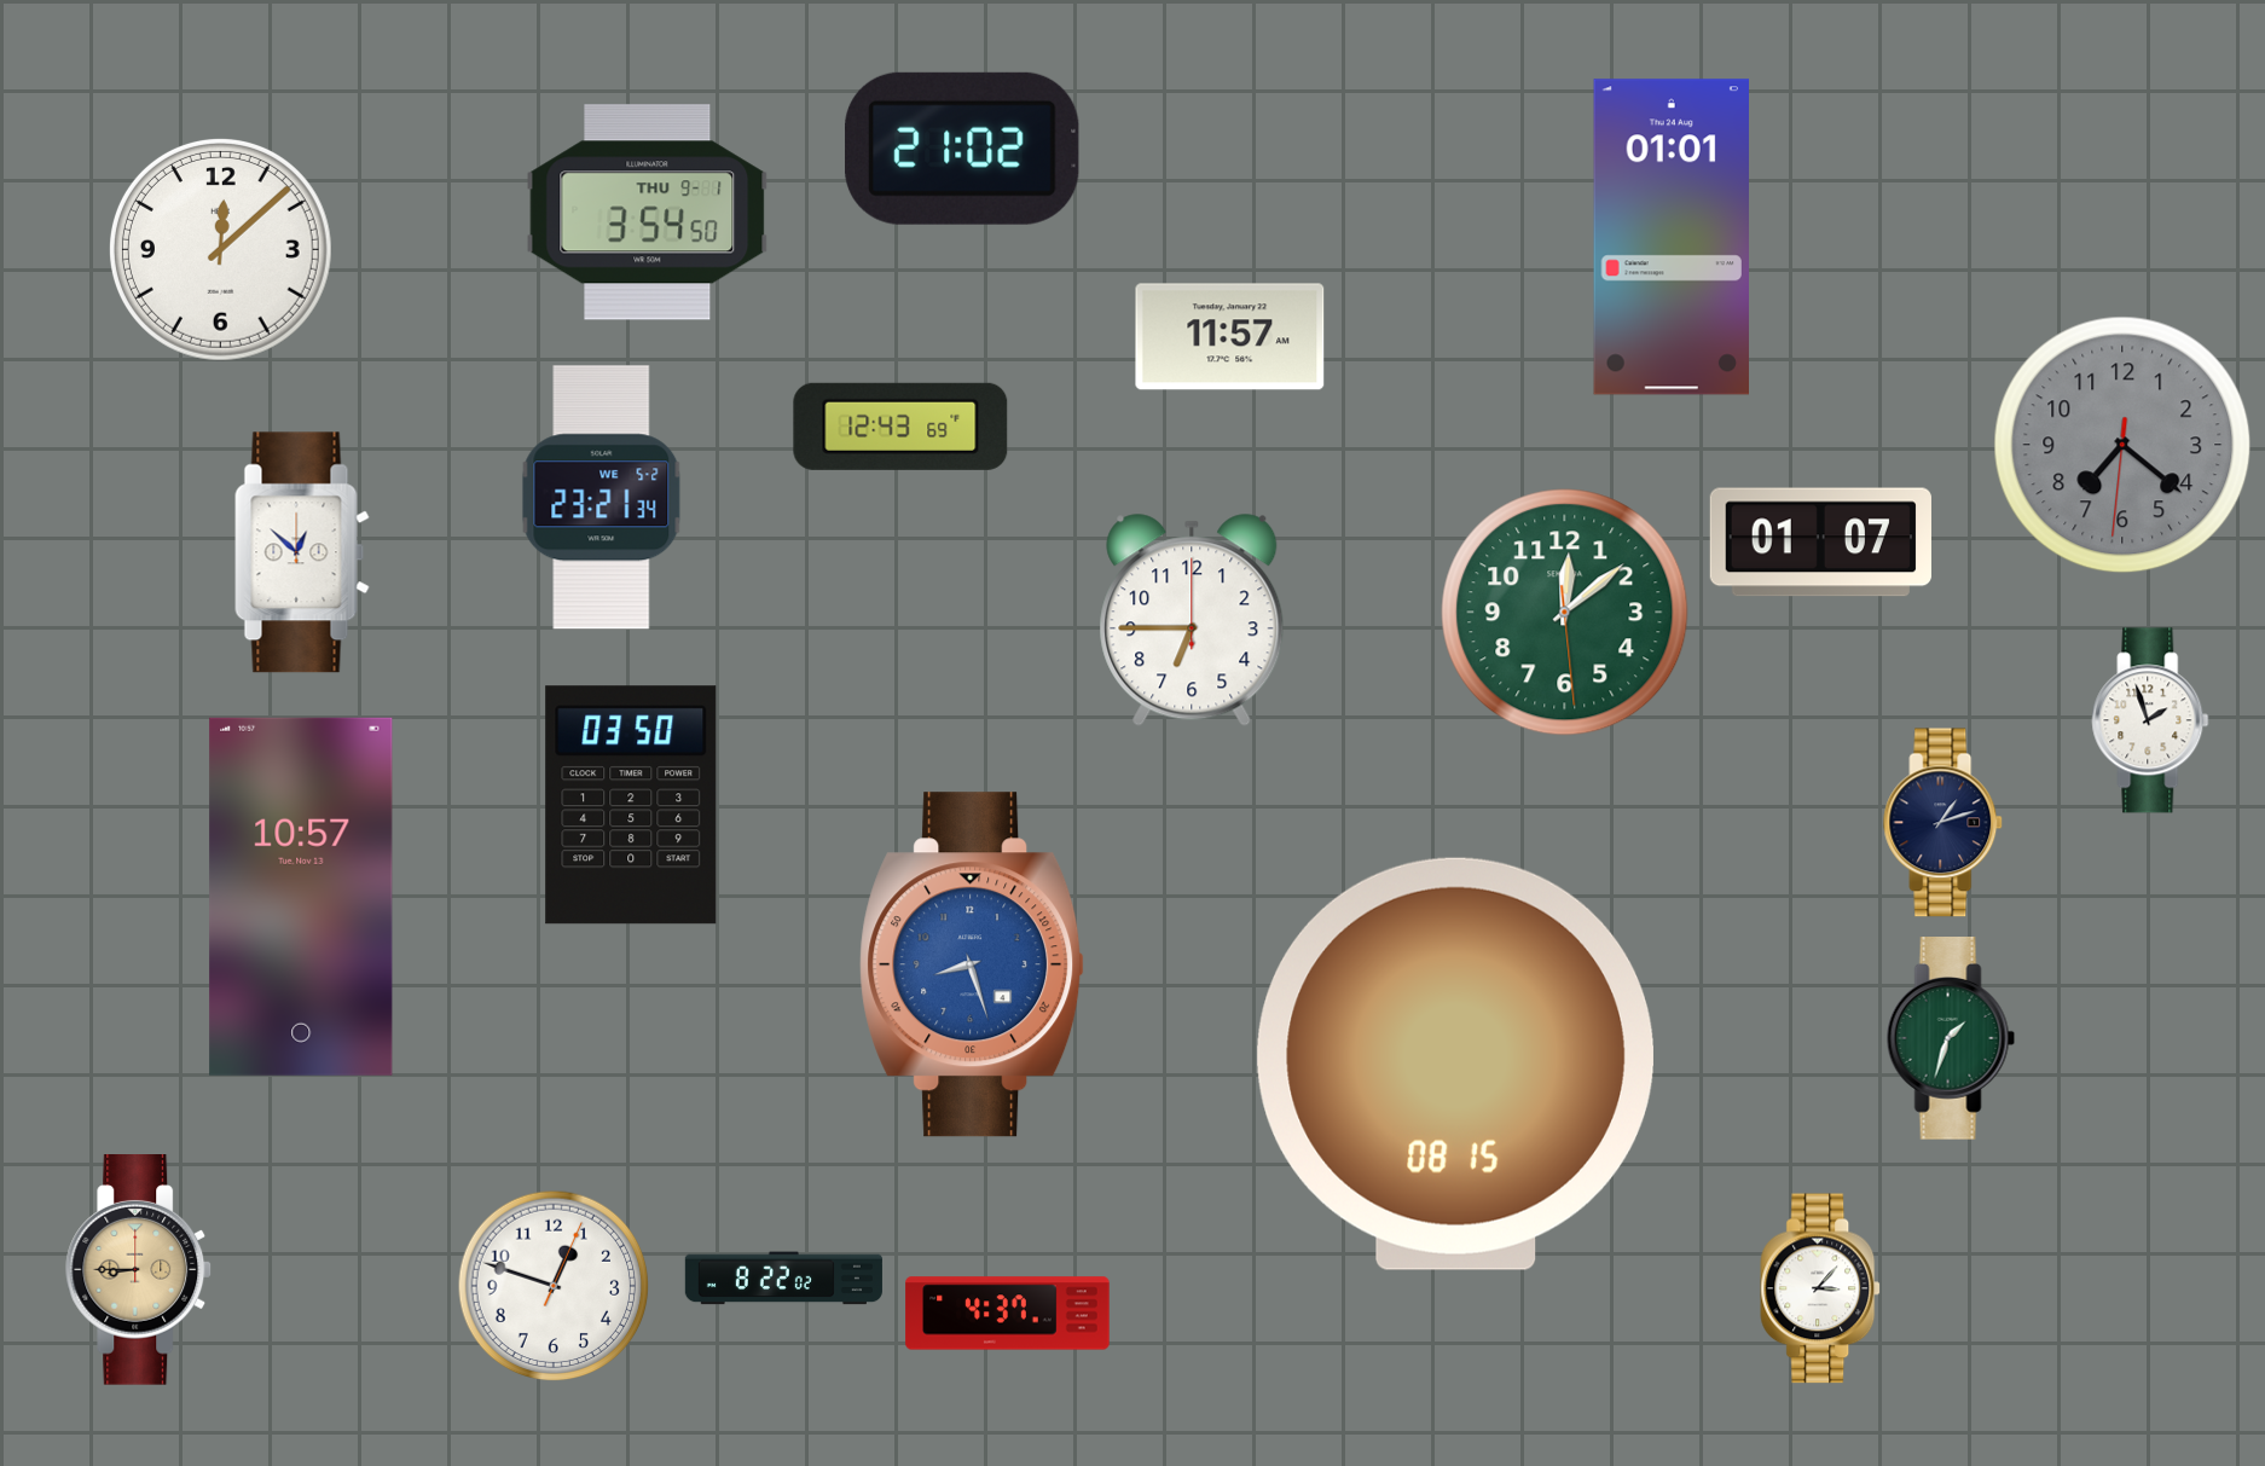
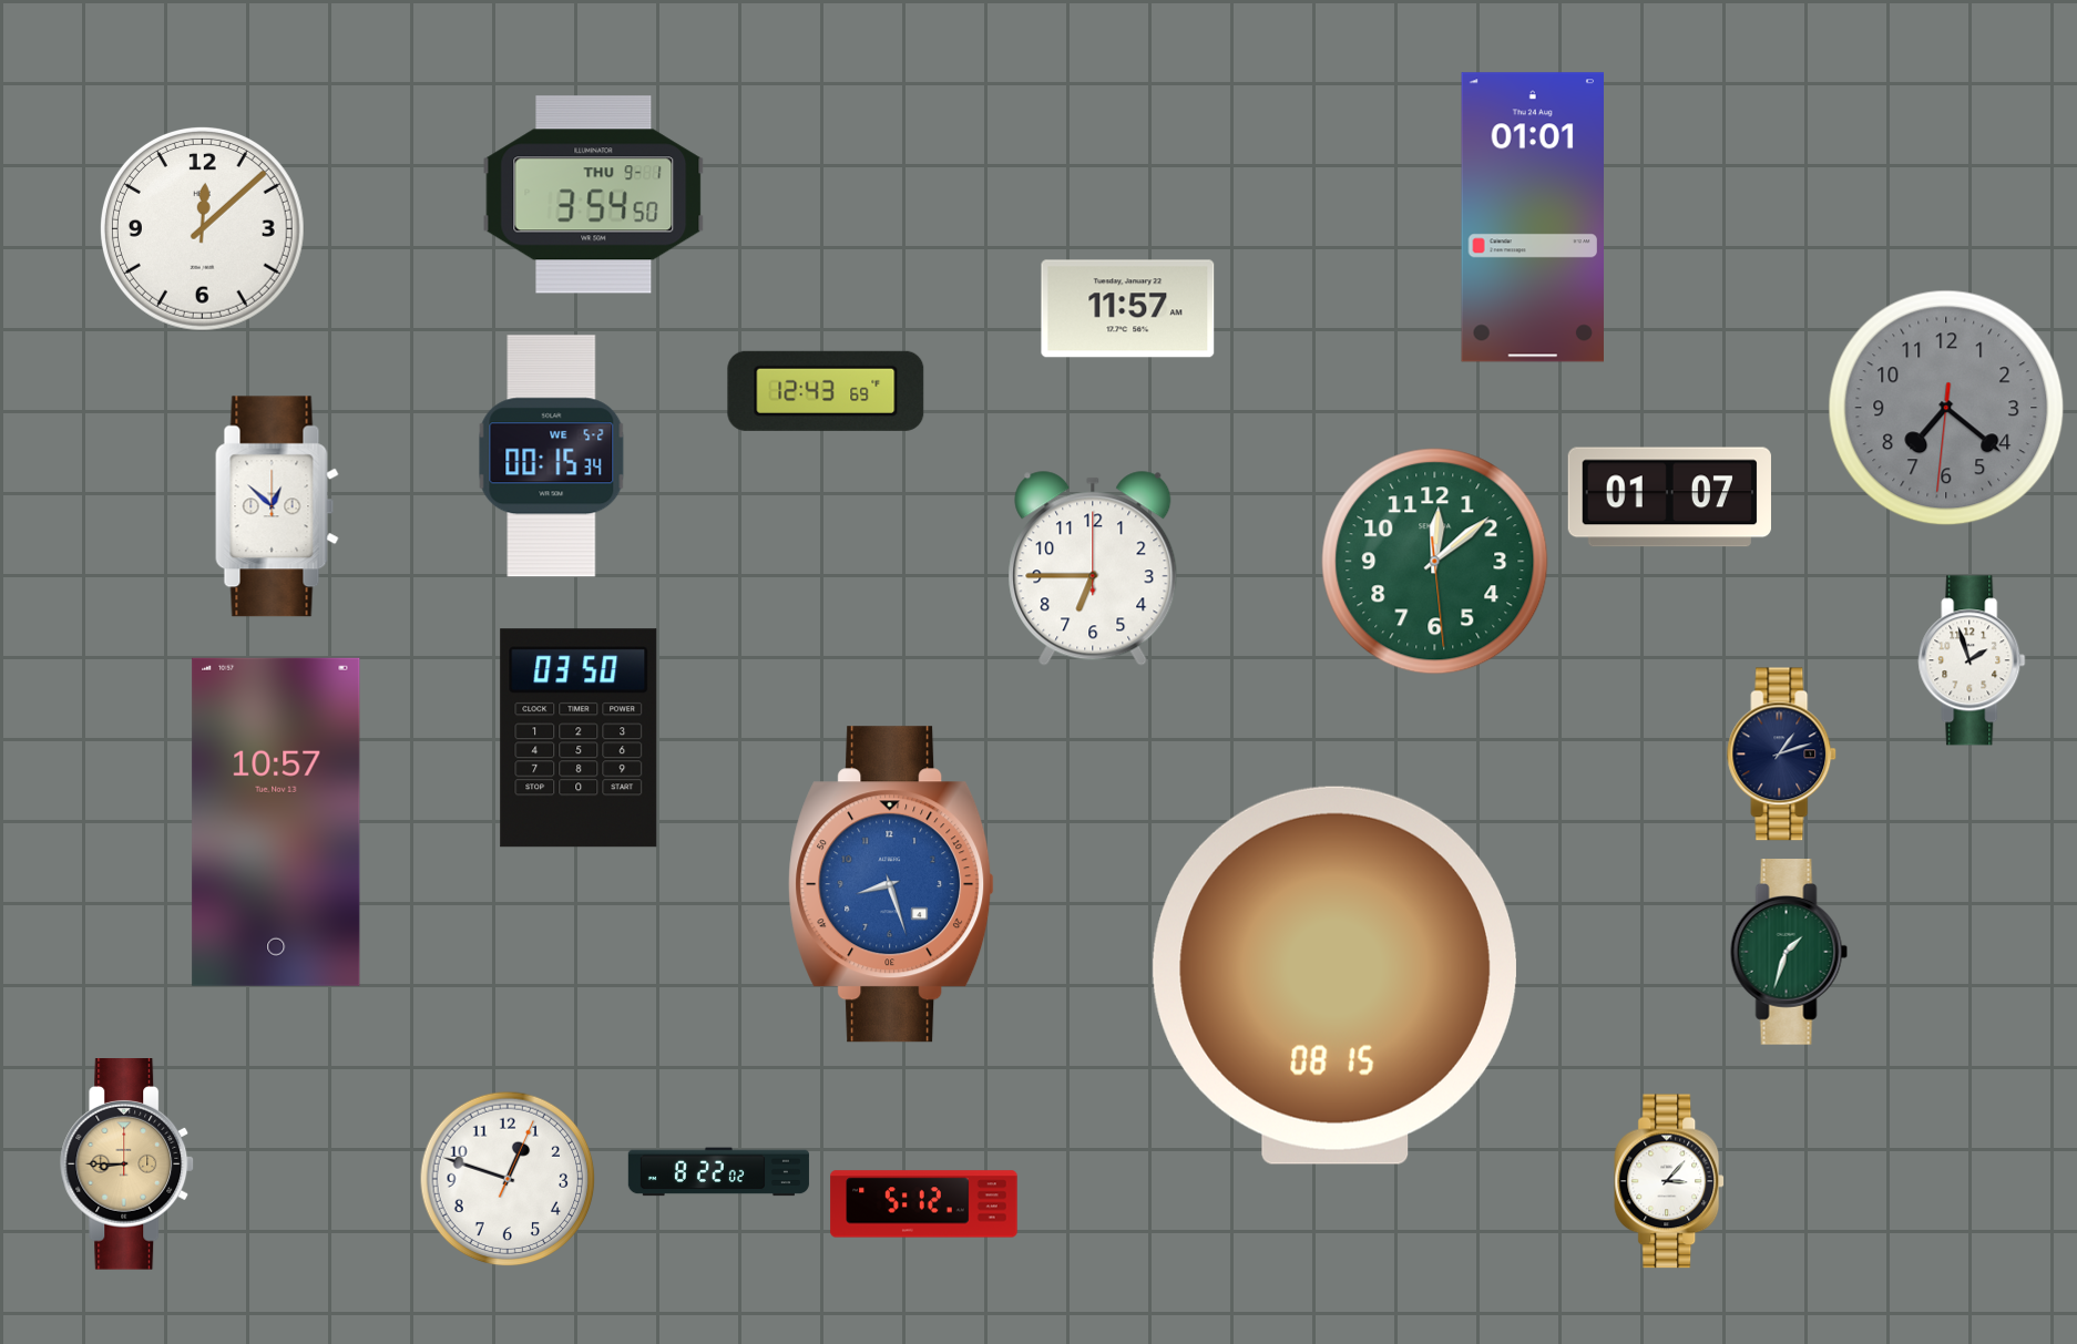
clock at (962, 149): 21:02 -> none
clock at (602, 498): 23:21 -> 00:15
clock at (1008, 1314): 4:37 -> 5:12
